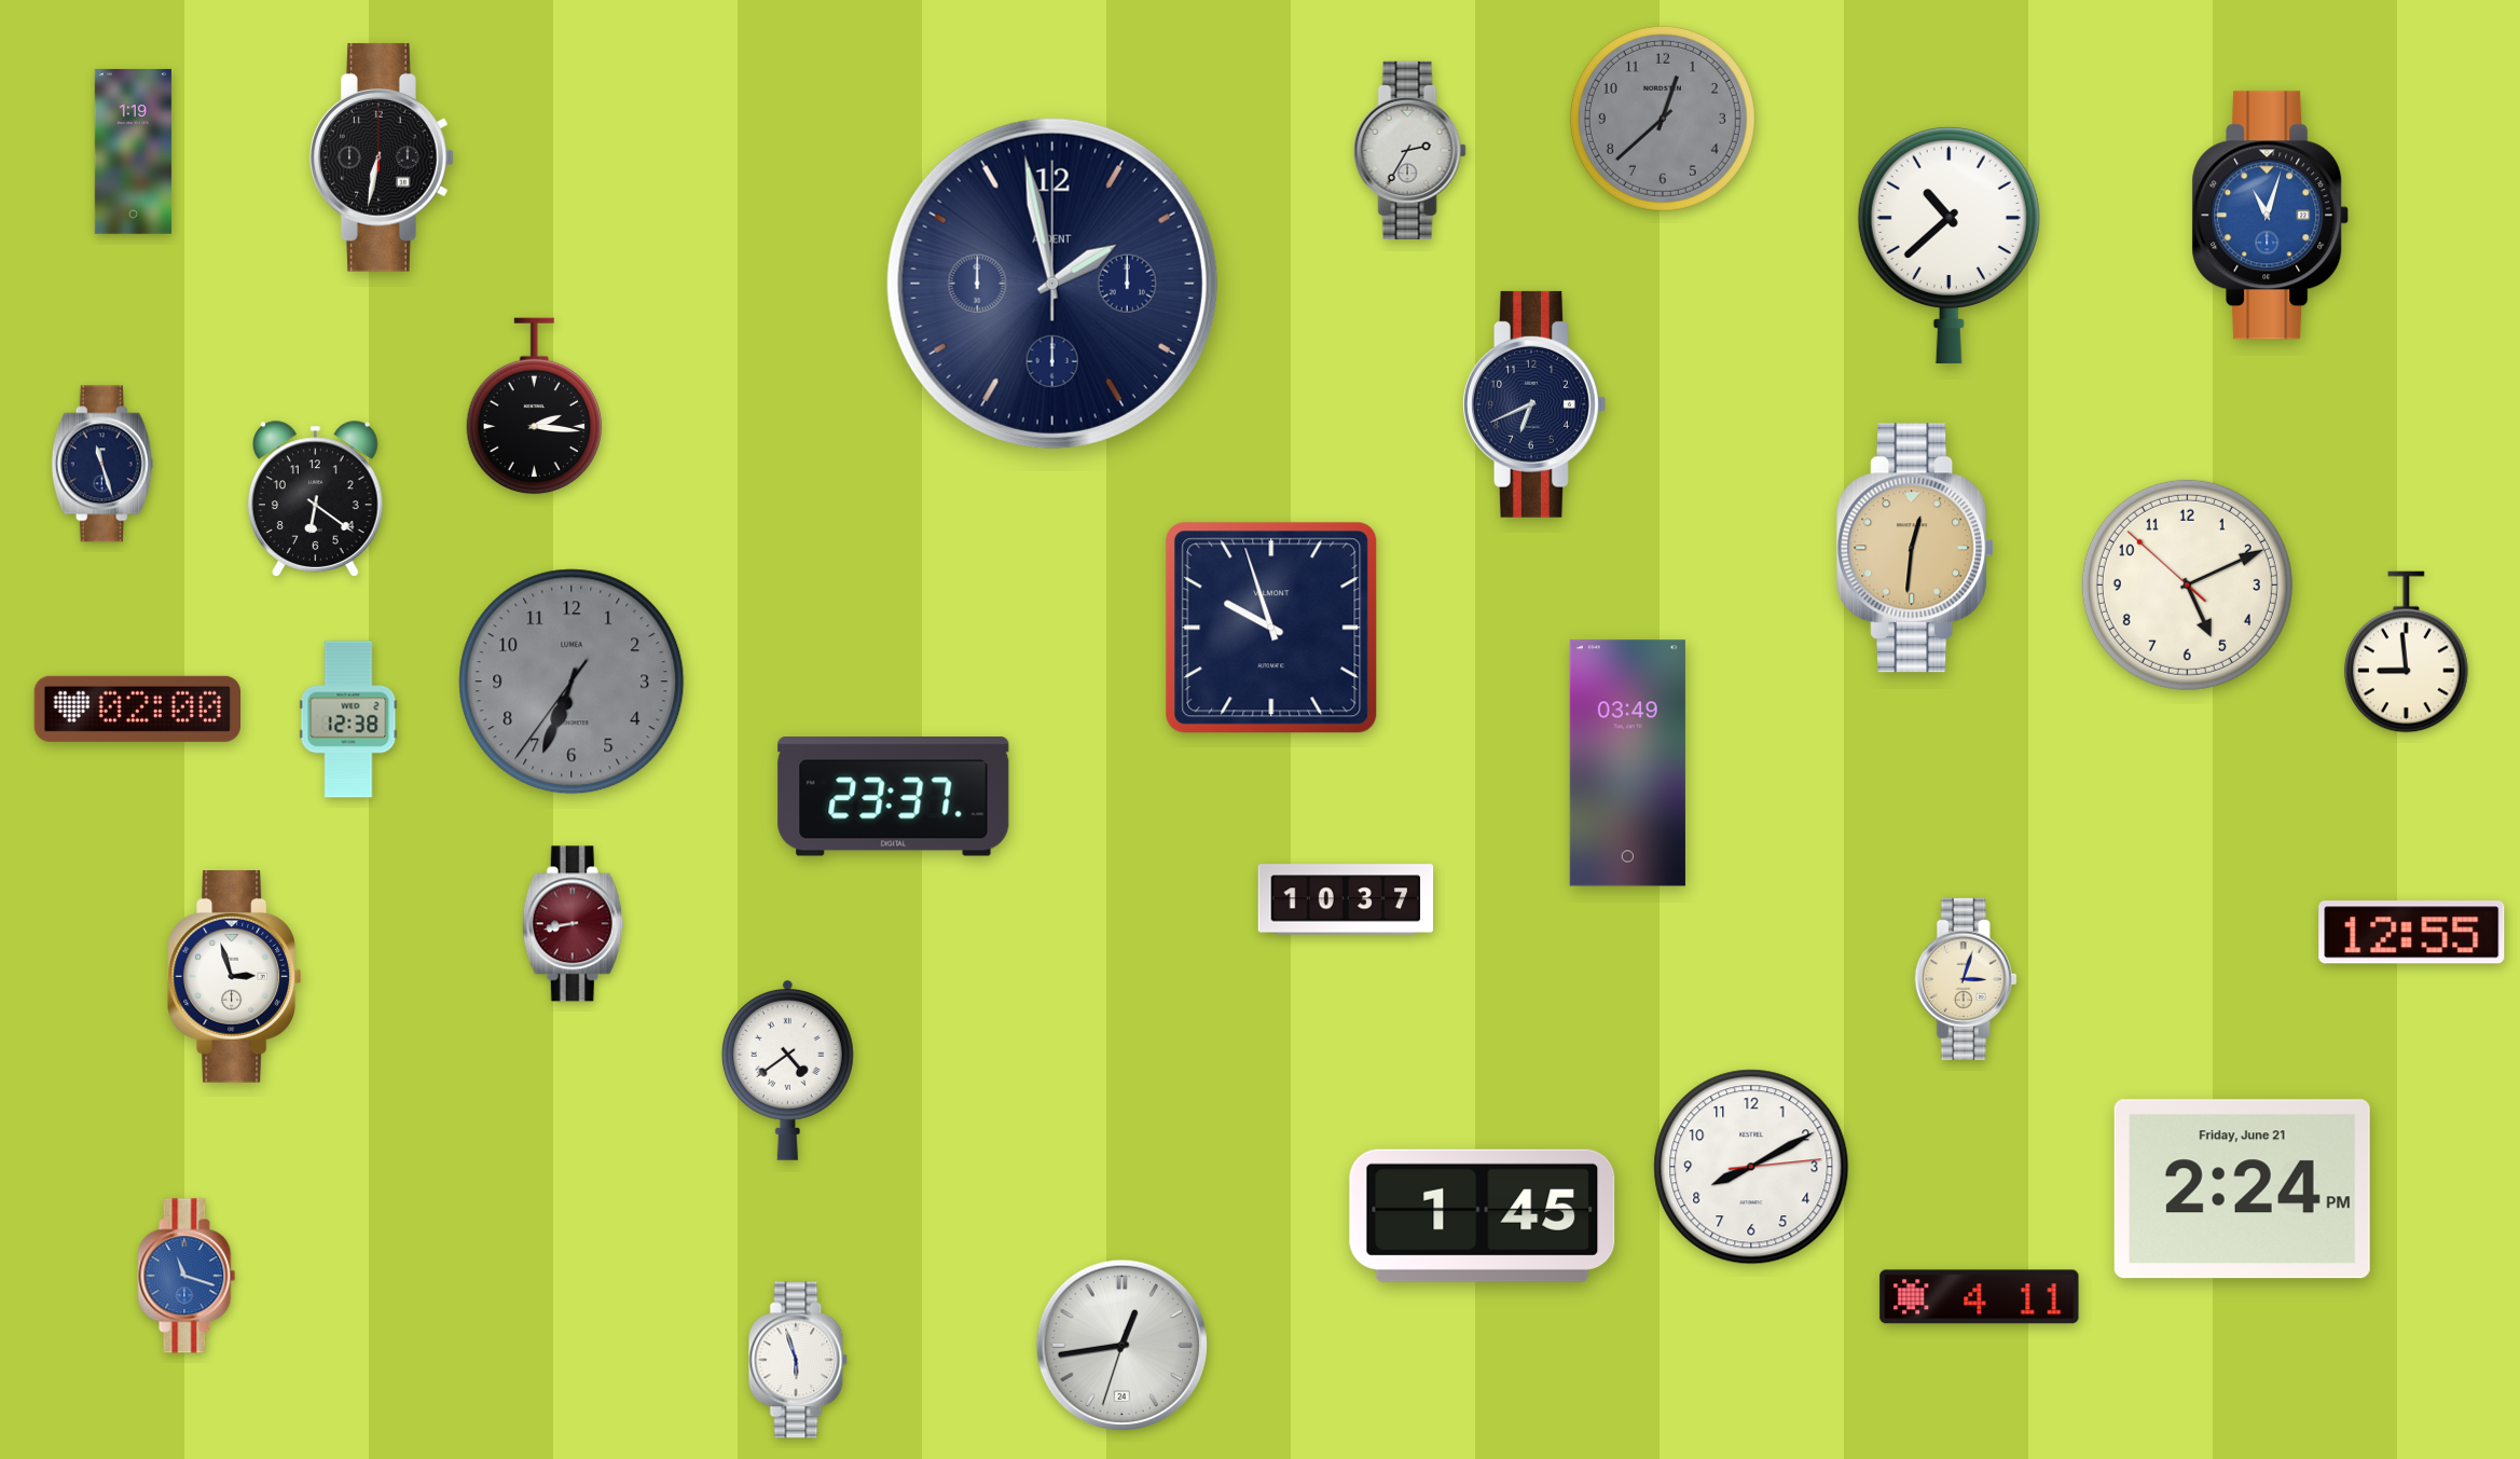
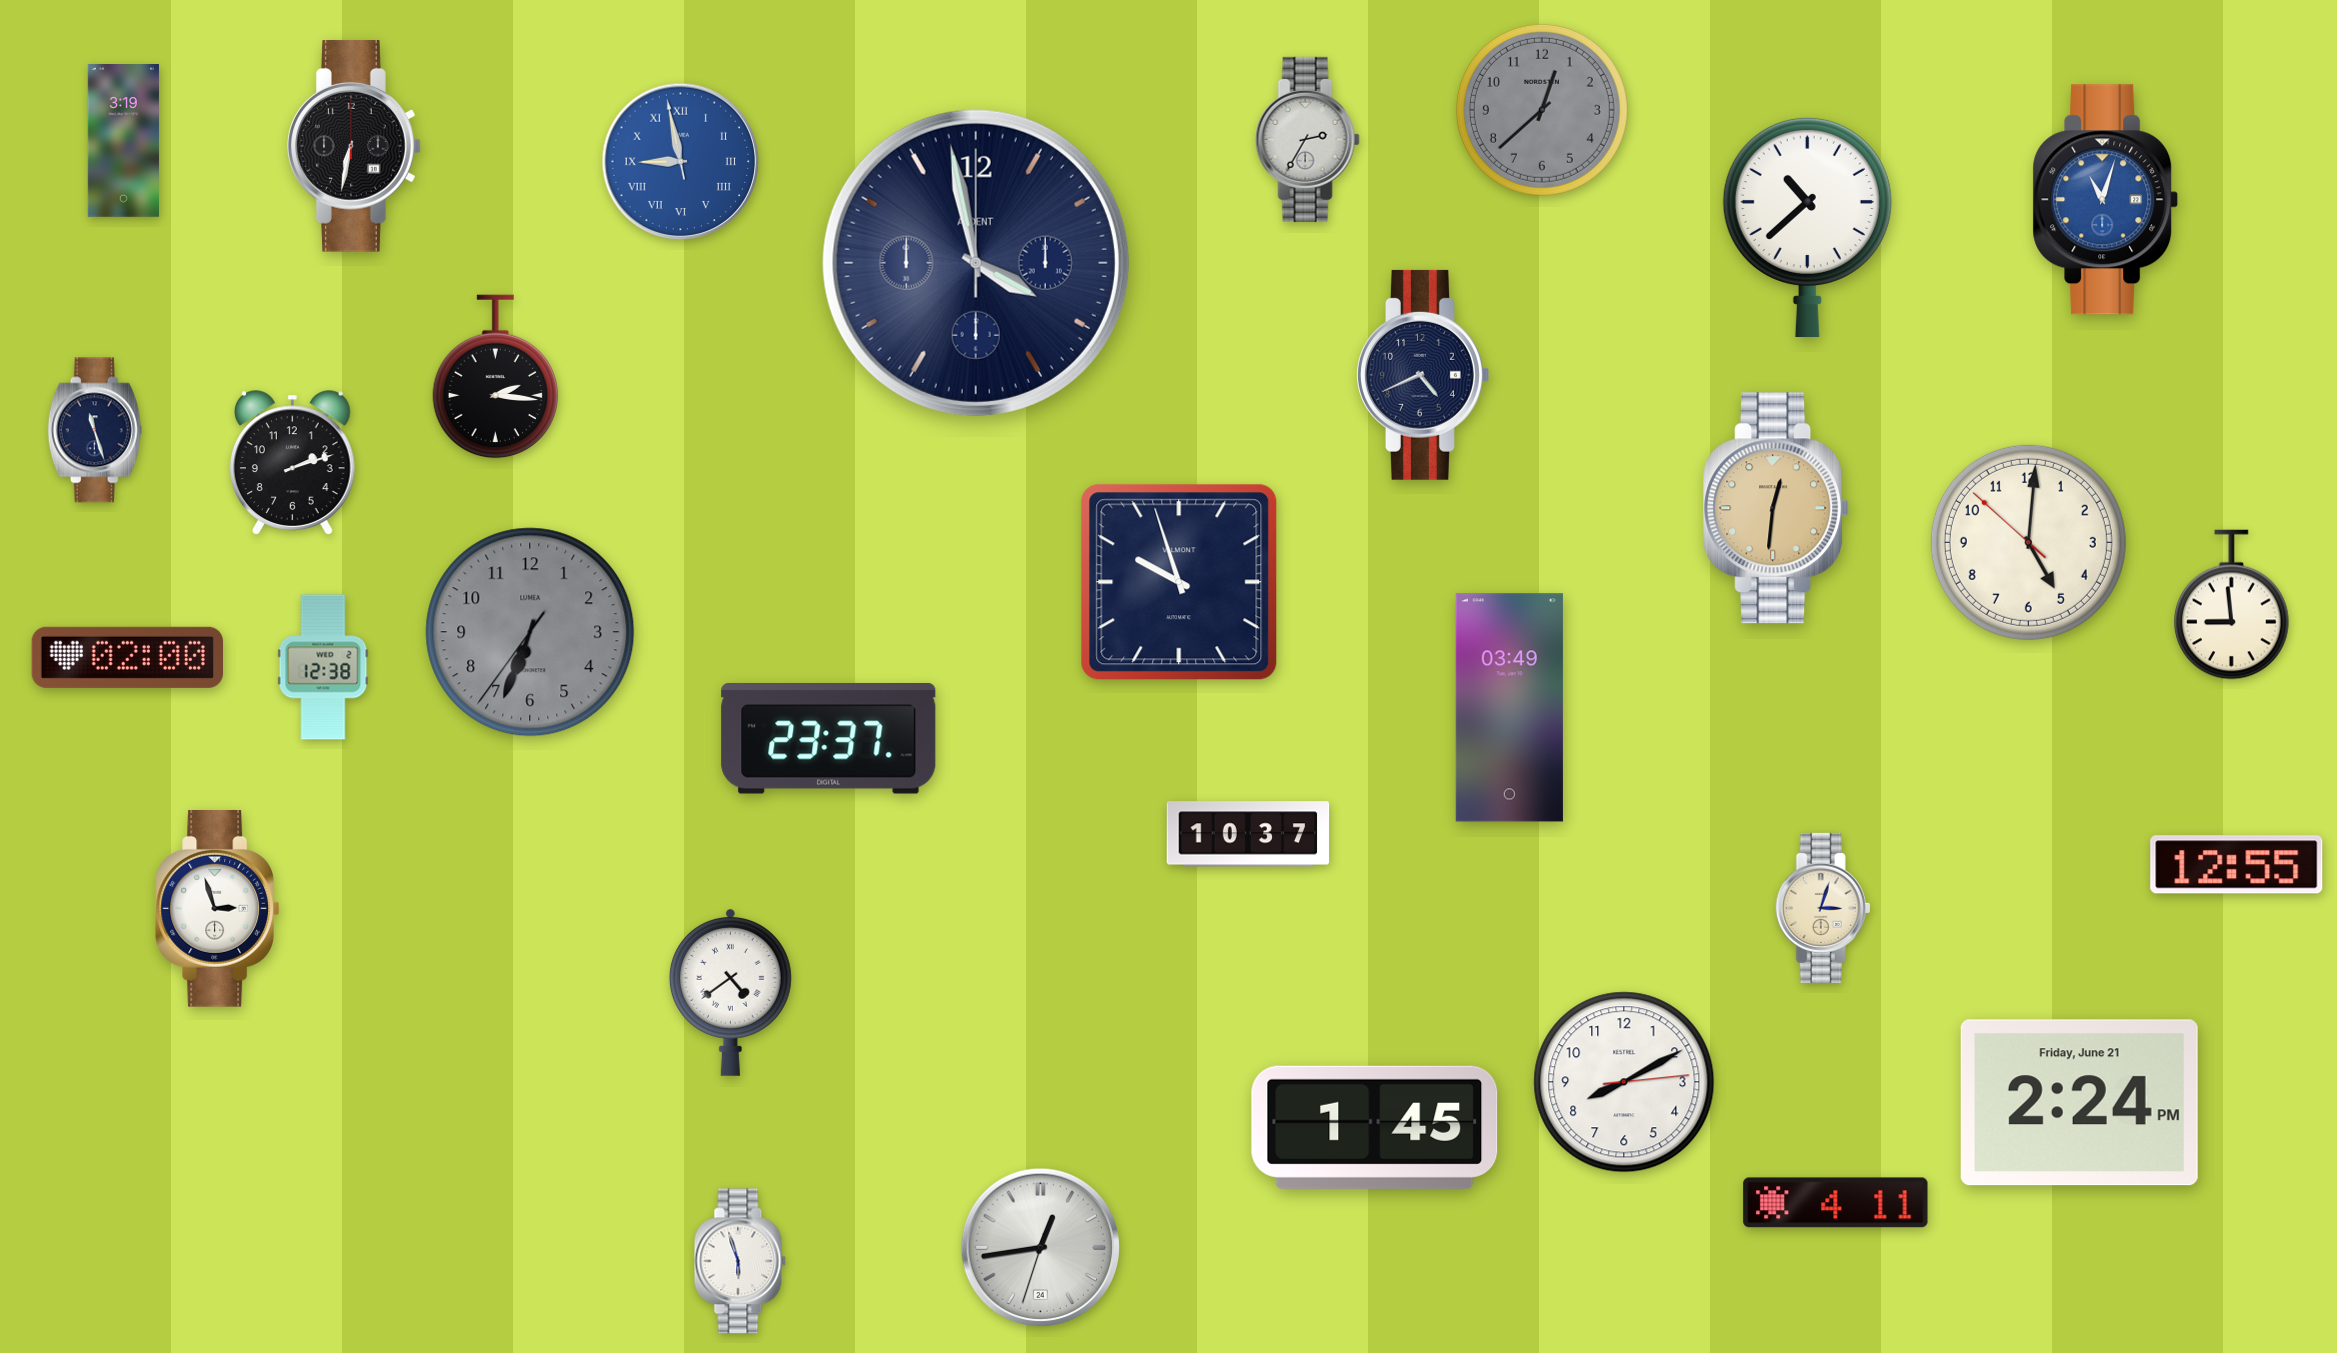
clock at (133, 152): 1:19 -> 3:19
clock at (681, 162): none -> 8:57
clock at (1052, 284): 1:58 -> 3:58
clock at (1534, 404): 6:41 -> 4:41
clock at (315, 499): 6:21 -> 2:12
clock at (2187, 584): 5:10 -> 5:00
clock at (573, 924): 8:43 -> none
clock at (234, 977) position: (234, 977) -> (217, 909)
clock at (187, 1276): 11:18 -> none
